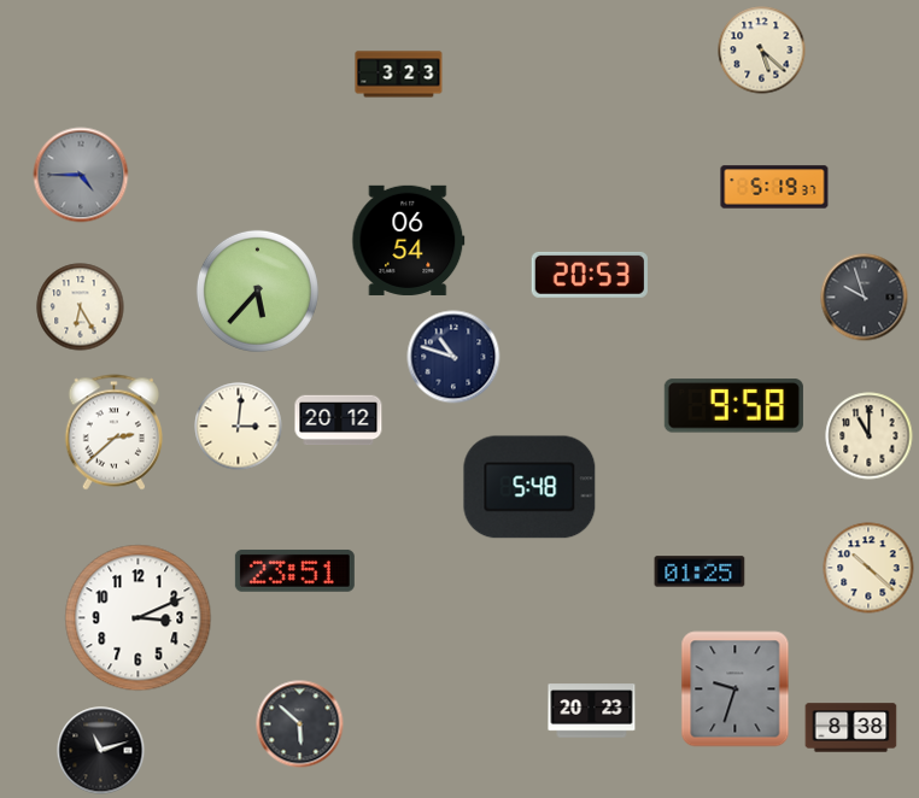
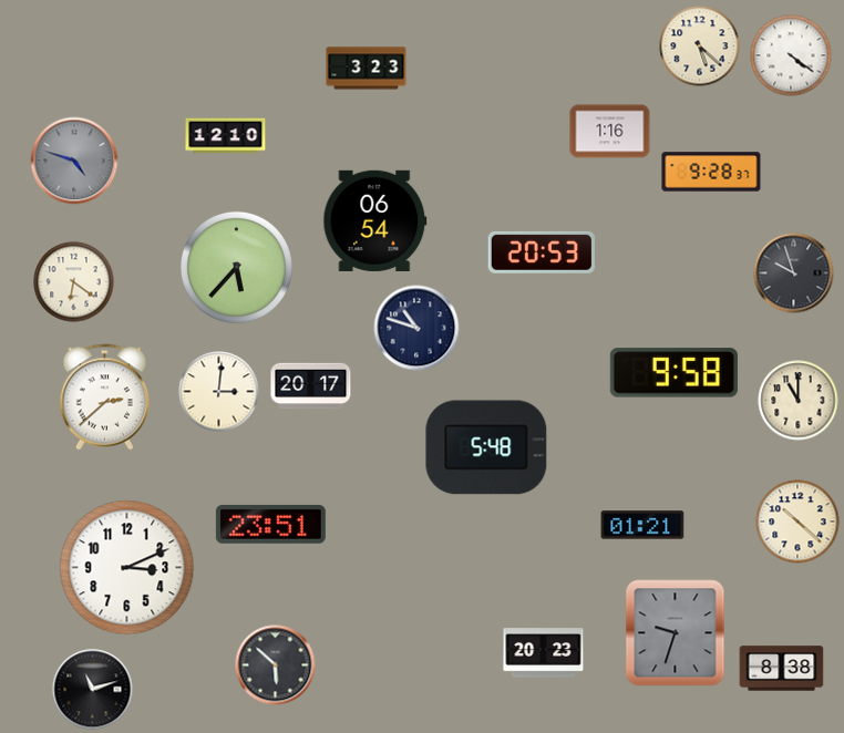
clock at (791, 55): none -> 4:21
clock at (610, 132): none -> 1:16
clock at (226, 136): none -> 12:10
clock at (81, 175): 4:45 -> 4:48
clock at (774, 187): 5:19 -> 9:28
clock at (81, 307): 6:25 -> 6:21
clock at (339, 421): 20:12 -> 20:17
clock at (700, 571): 01:25 -> 01:21
